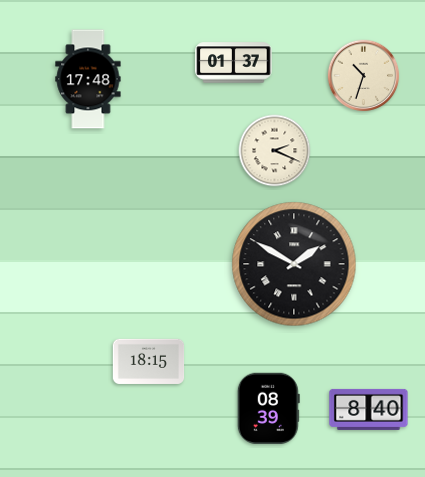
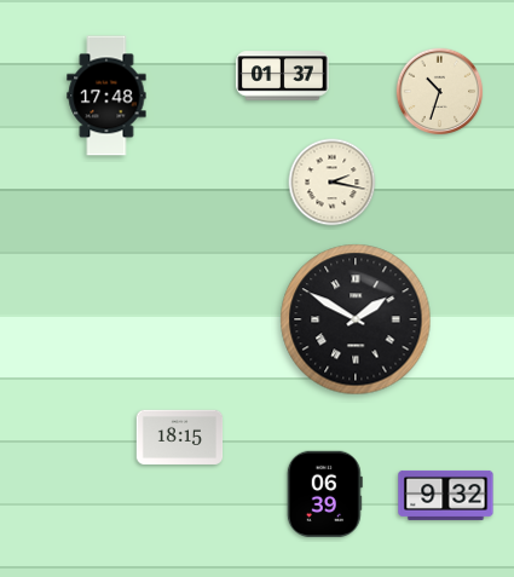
clock at (275, 151): 2:19 -> 2:17
clock at (268, 408): 08:39 -> 06:39
clock at (369, 409): 8:40 -> 9:32
